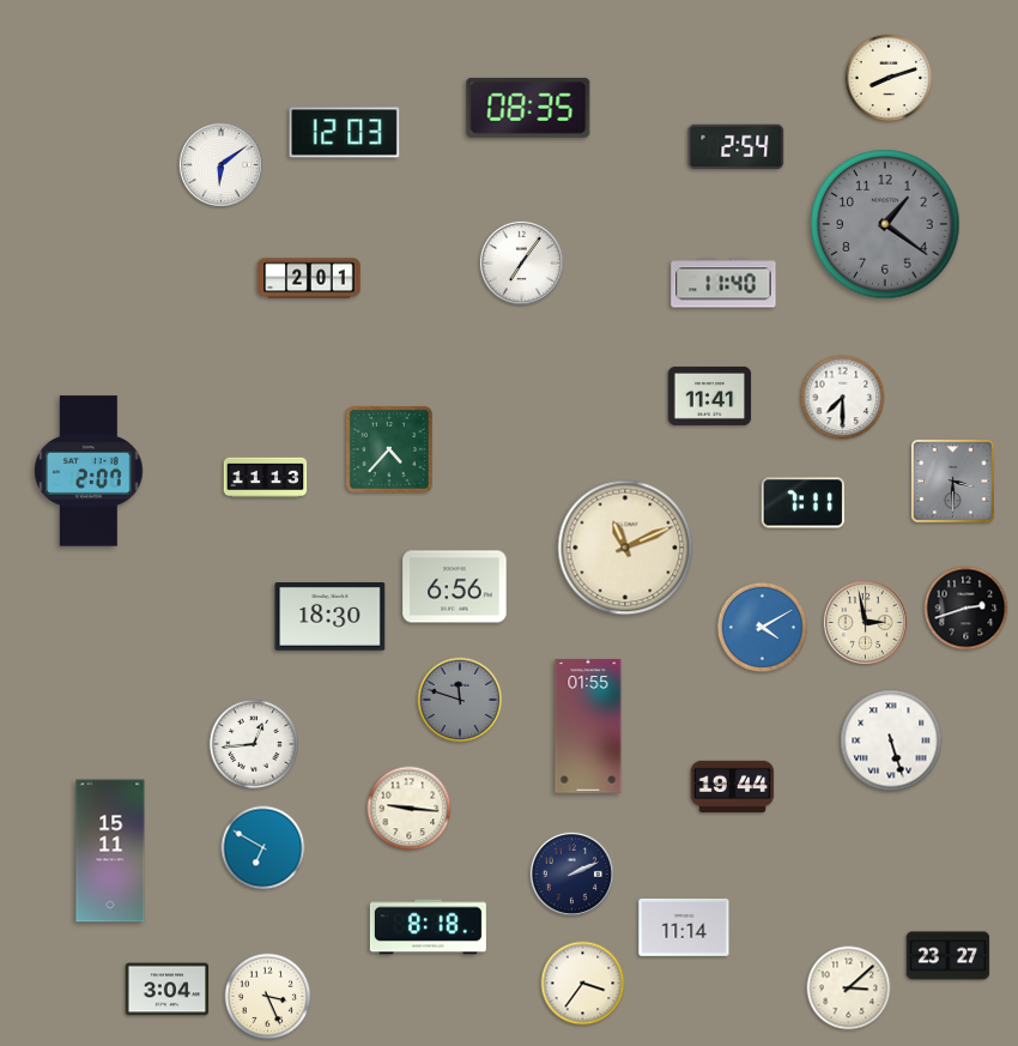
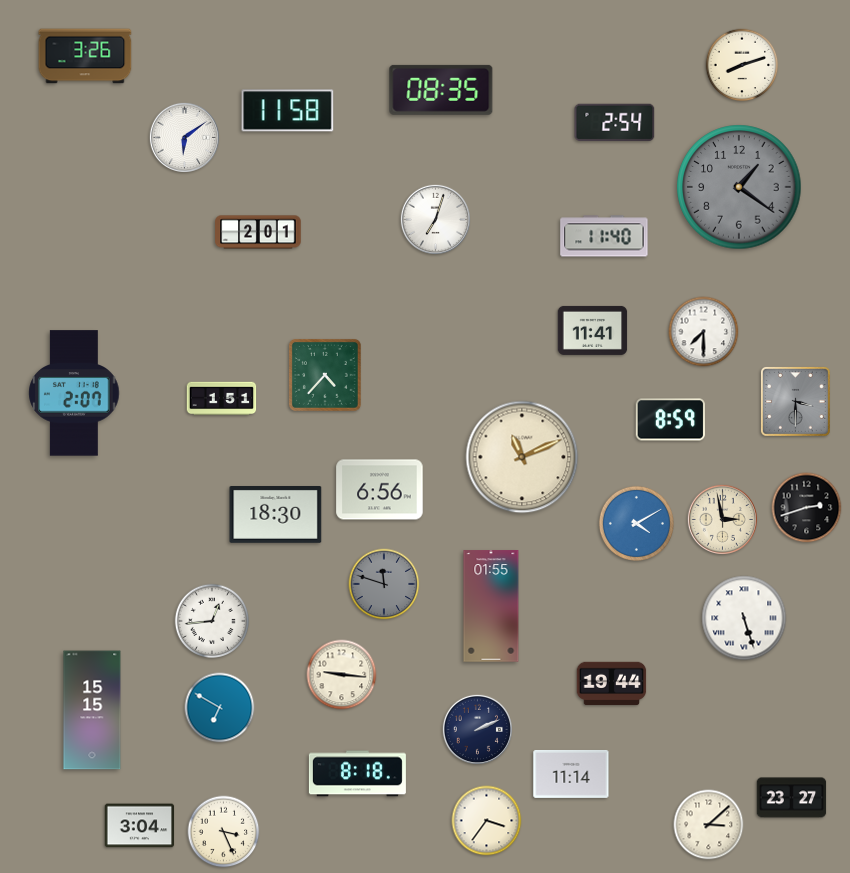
clock at (85, 56): none -> 3:26
clock at (345, 133): 12:03 -> 11:58
clock at (521, 262): 7:06 -> 7:03
clock at (266, 478): 11:13 -> 1:51
clock at (804, 503): 7:11 -> 8:59
clock at (733, 787) position: (733, 787) -> (612, 684)
clock at (110, 851): 15:11 -> 15:15
